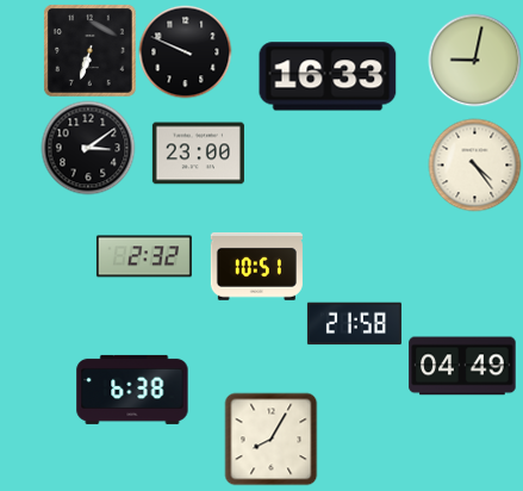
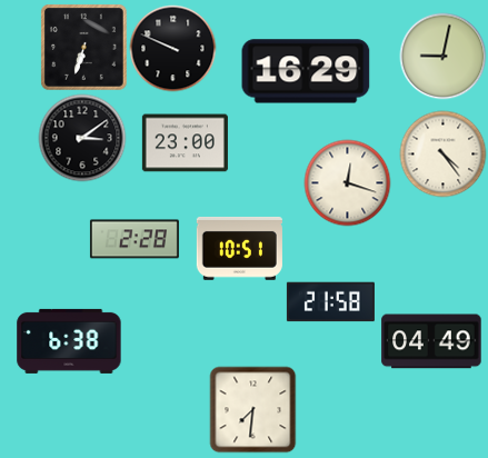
clock at (328, 76): 16:33 -> 16:29
clock at (347, 182): none -> 12:18
clock at (144, 256): 2:32 -> 2:28
clock at (132, 390) position: (132, 390) -> (69, 341)
clock at (270, 439): 8:05 -> 7:31
